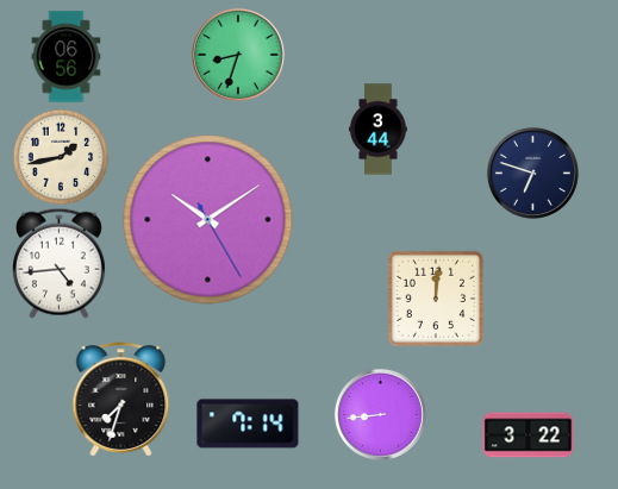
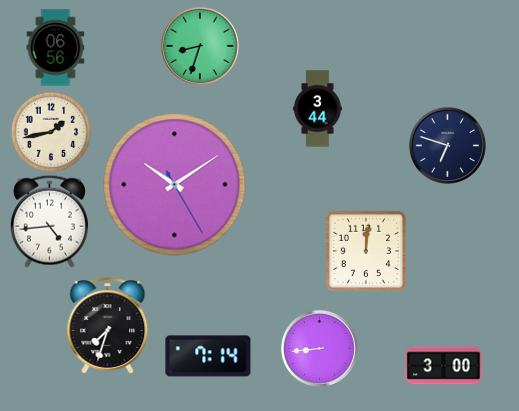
clock at (121, 400) position: (121, 400) -> (108, 326)
clock at (529, 435): 3:22 -> 3:00
